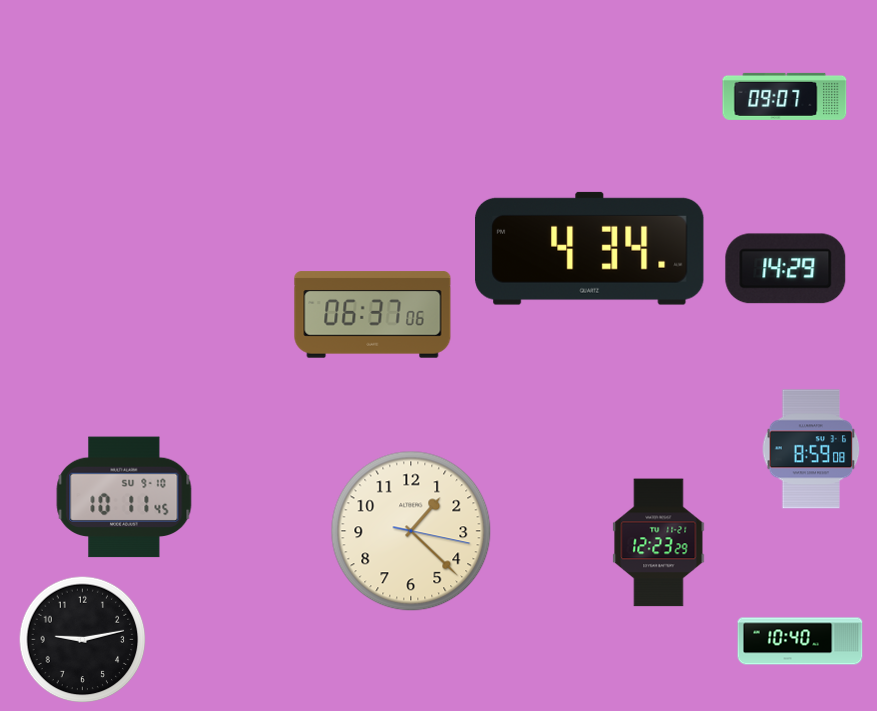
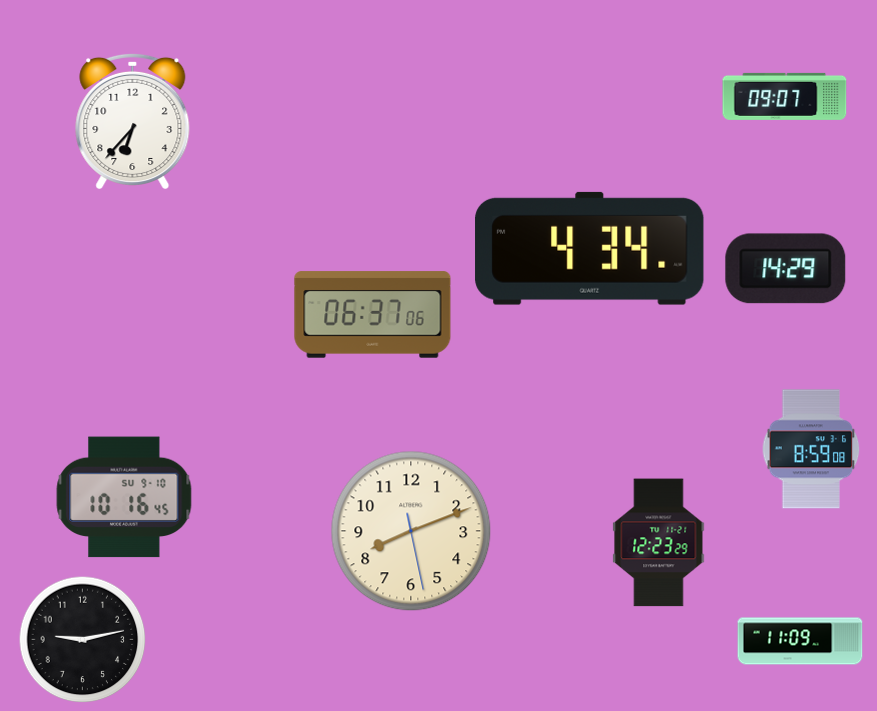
clock at (133, 121): none -> 6:37
clock at (124, 497): 10:11 -> 10:16
clock at (411, 531): 1:22 -> 8:11
clock at (800, 641): 10:40 -> 11:09
